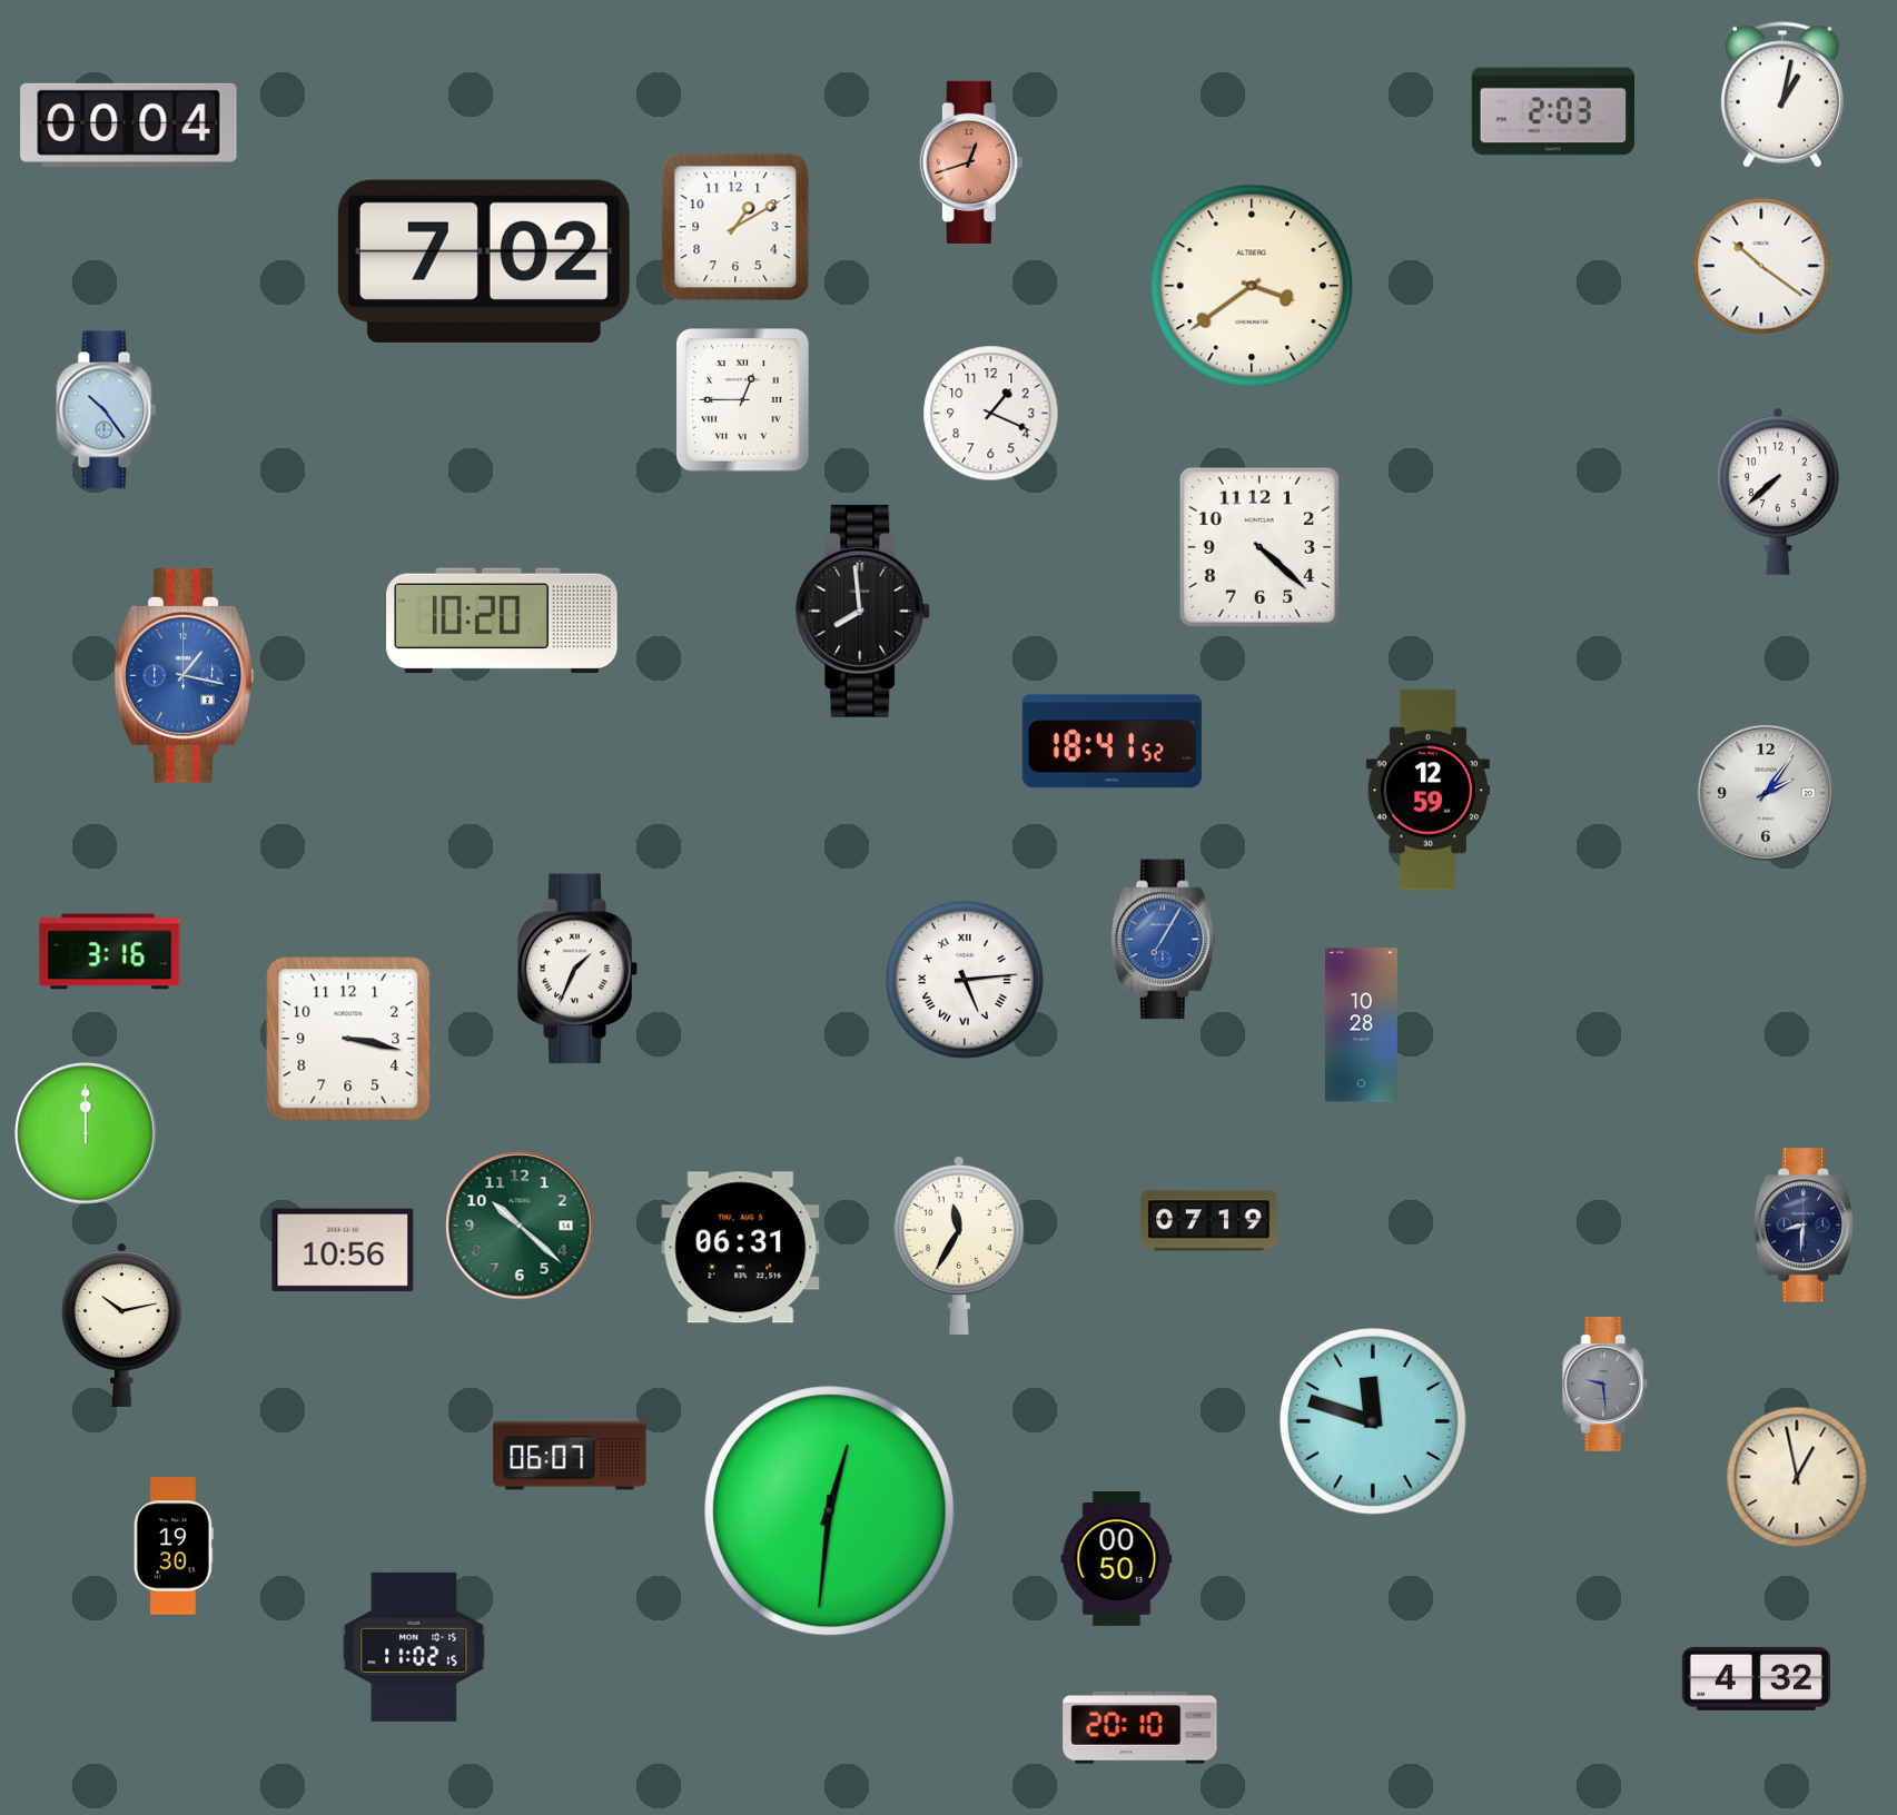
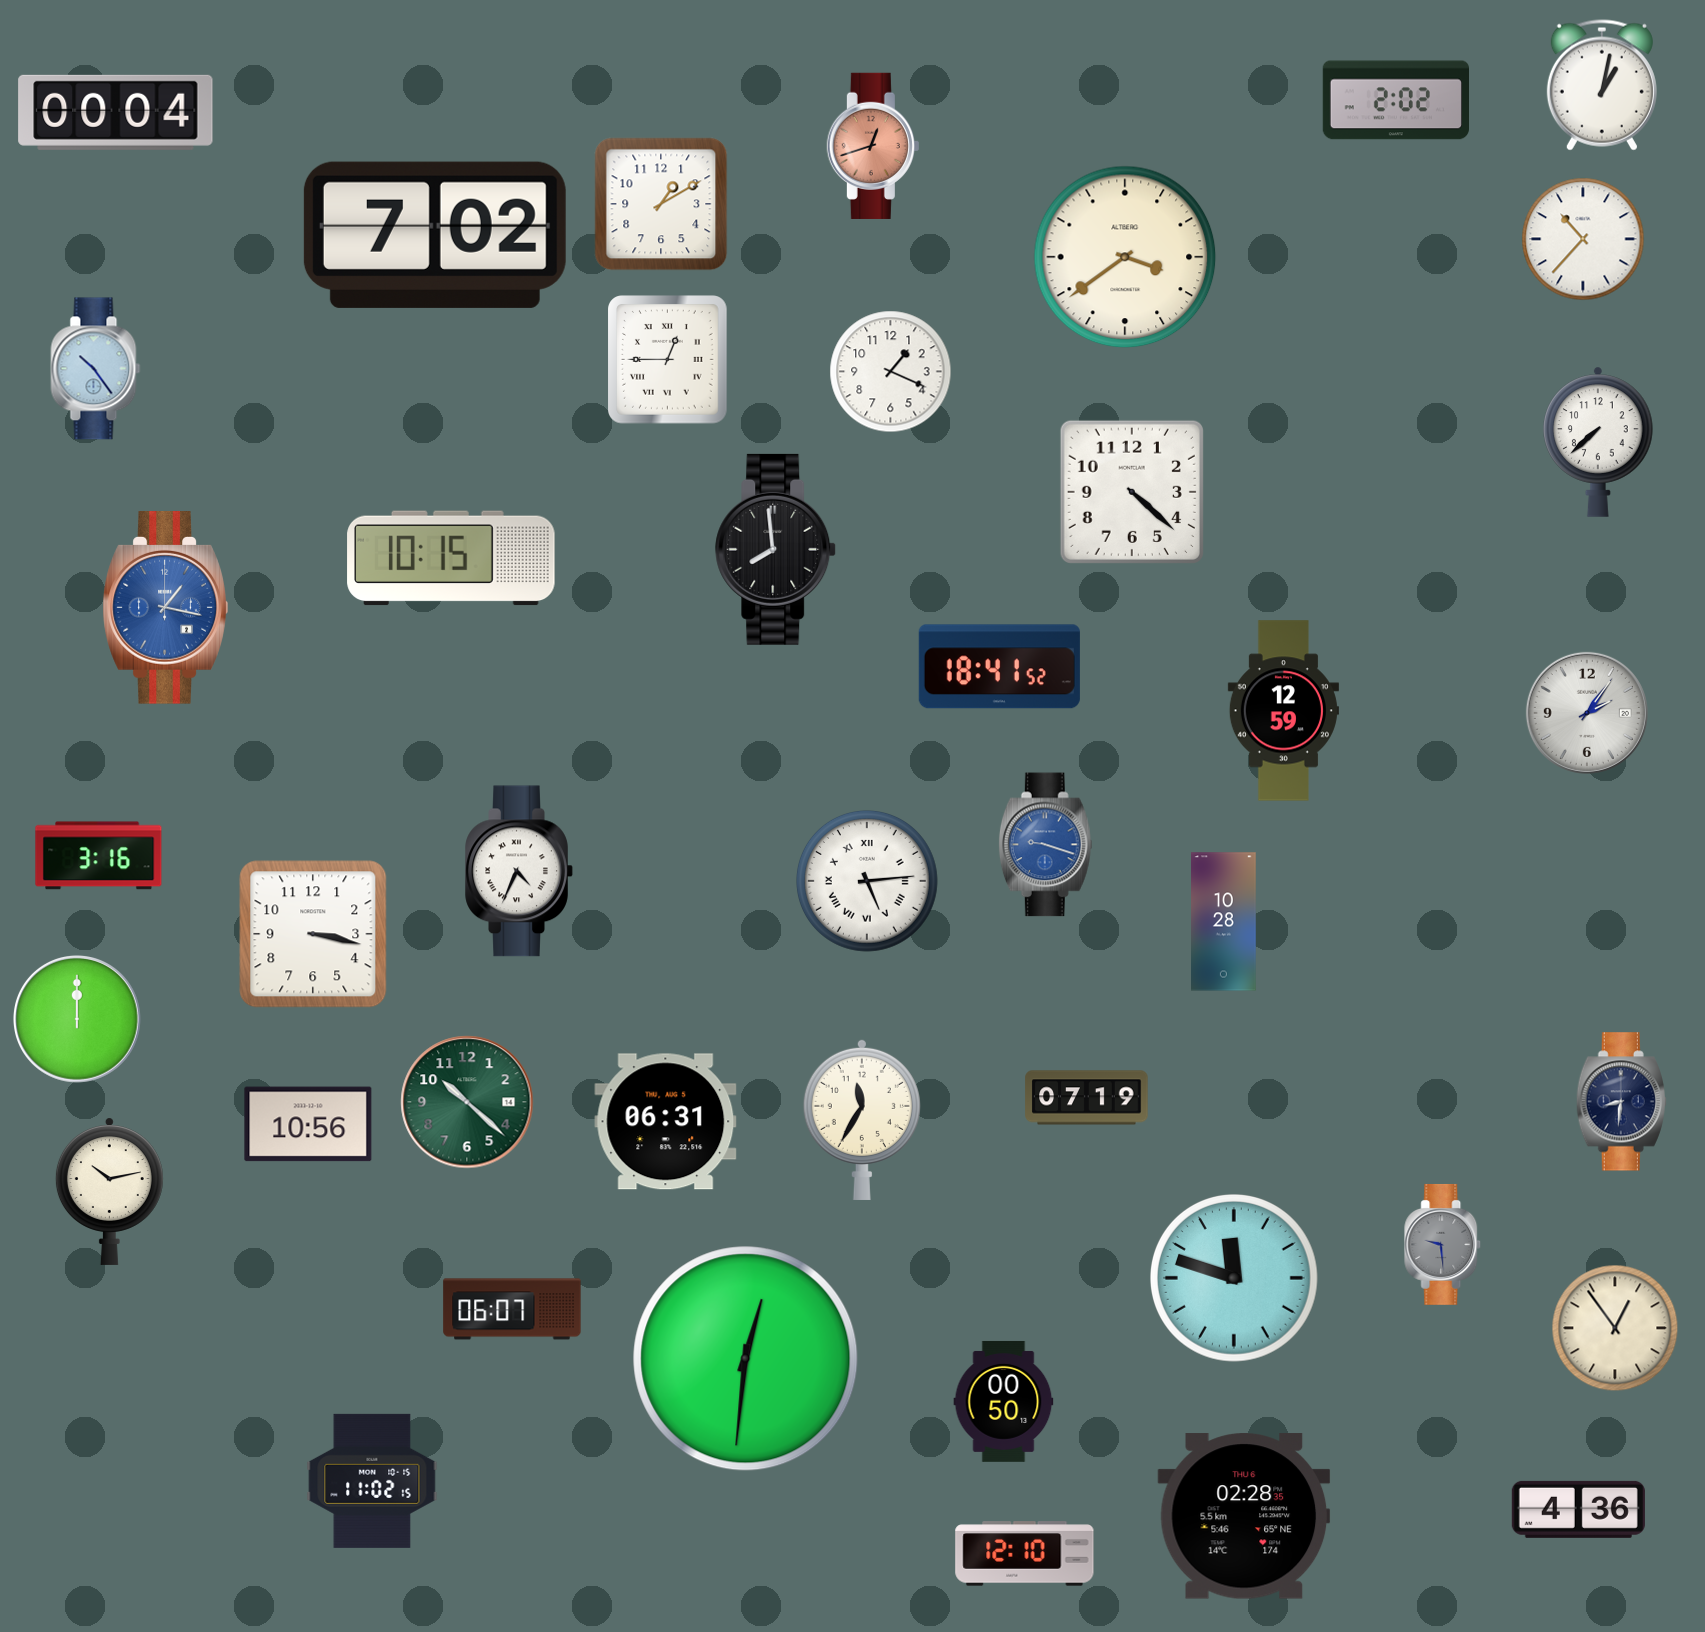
clock at (1552, 111): 2:03 -> 2:02
clock at (1761, 266): 10:21 -> 10:37
clock at (502, 621): 10:20 -> 10:15
clock at (1163, 940): 7:05 -> 9:18
clock at (577, 969): 1:34 -> 4:34
clock at (1797, 1477): 12:58 -> 12:54
clock at (174, 1546): 19:30 -> none
clock at (1756, 1678): 4:32 -> 4:36
clock at (1244, 1516): none -> 02:28
clock at (1140, 1728): 20:10 -> 12:10
